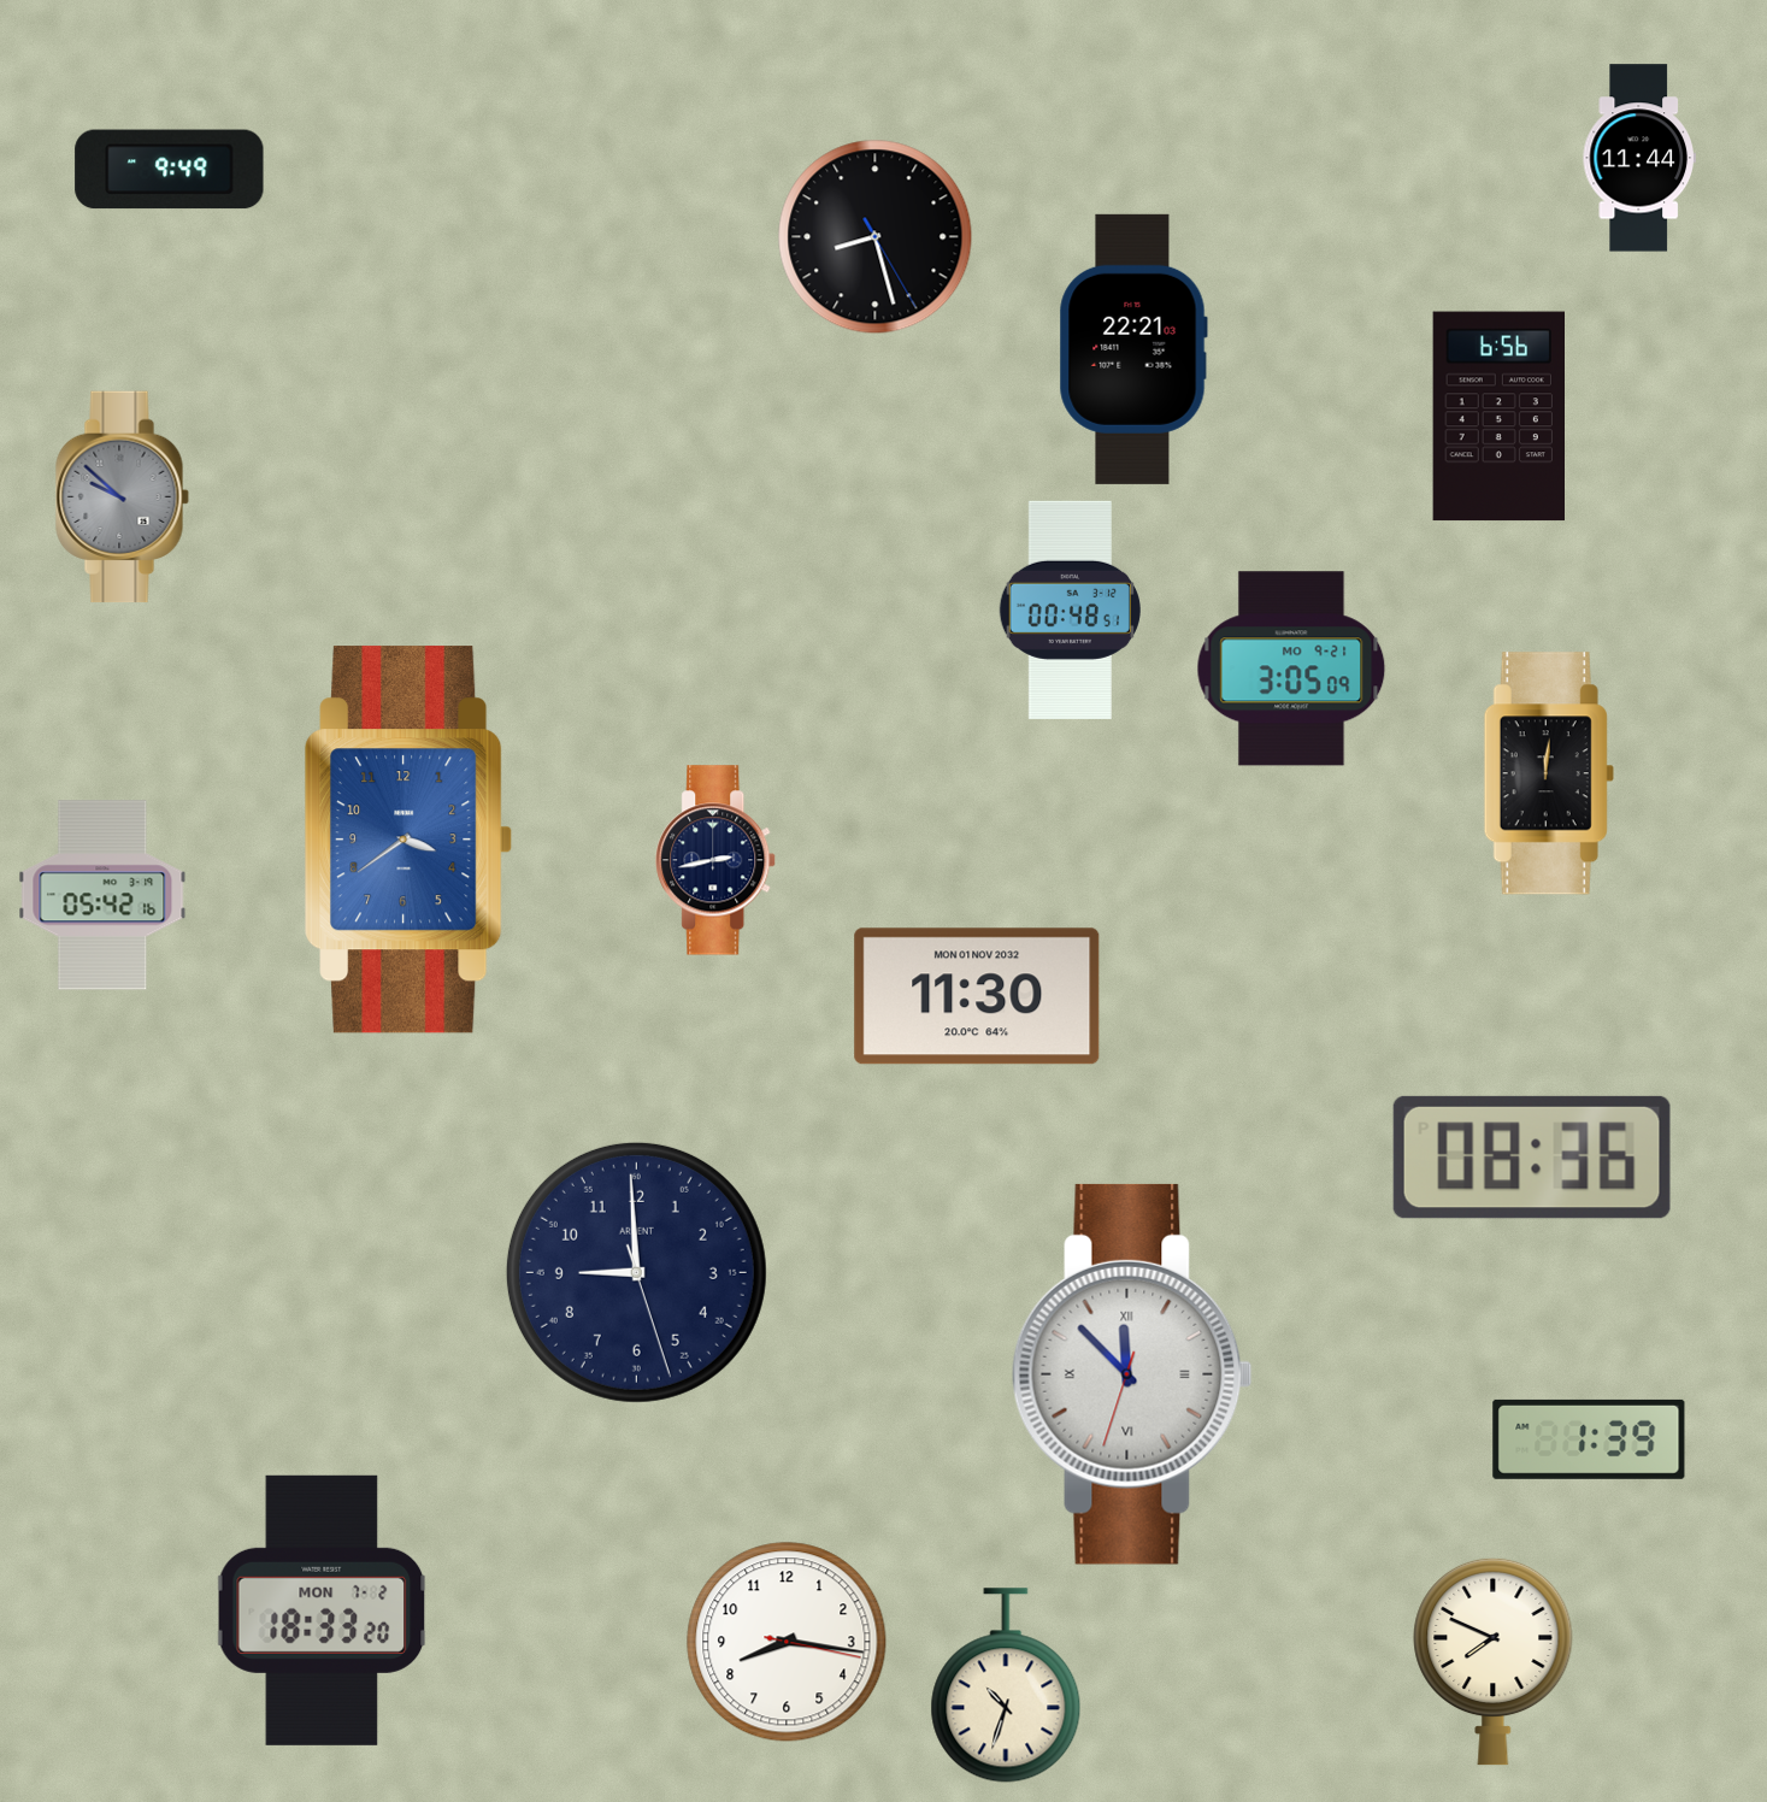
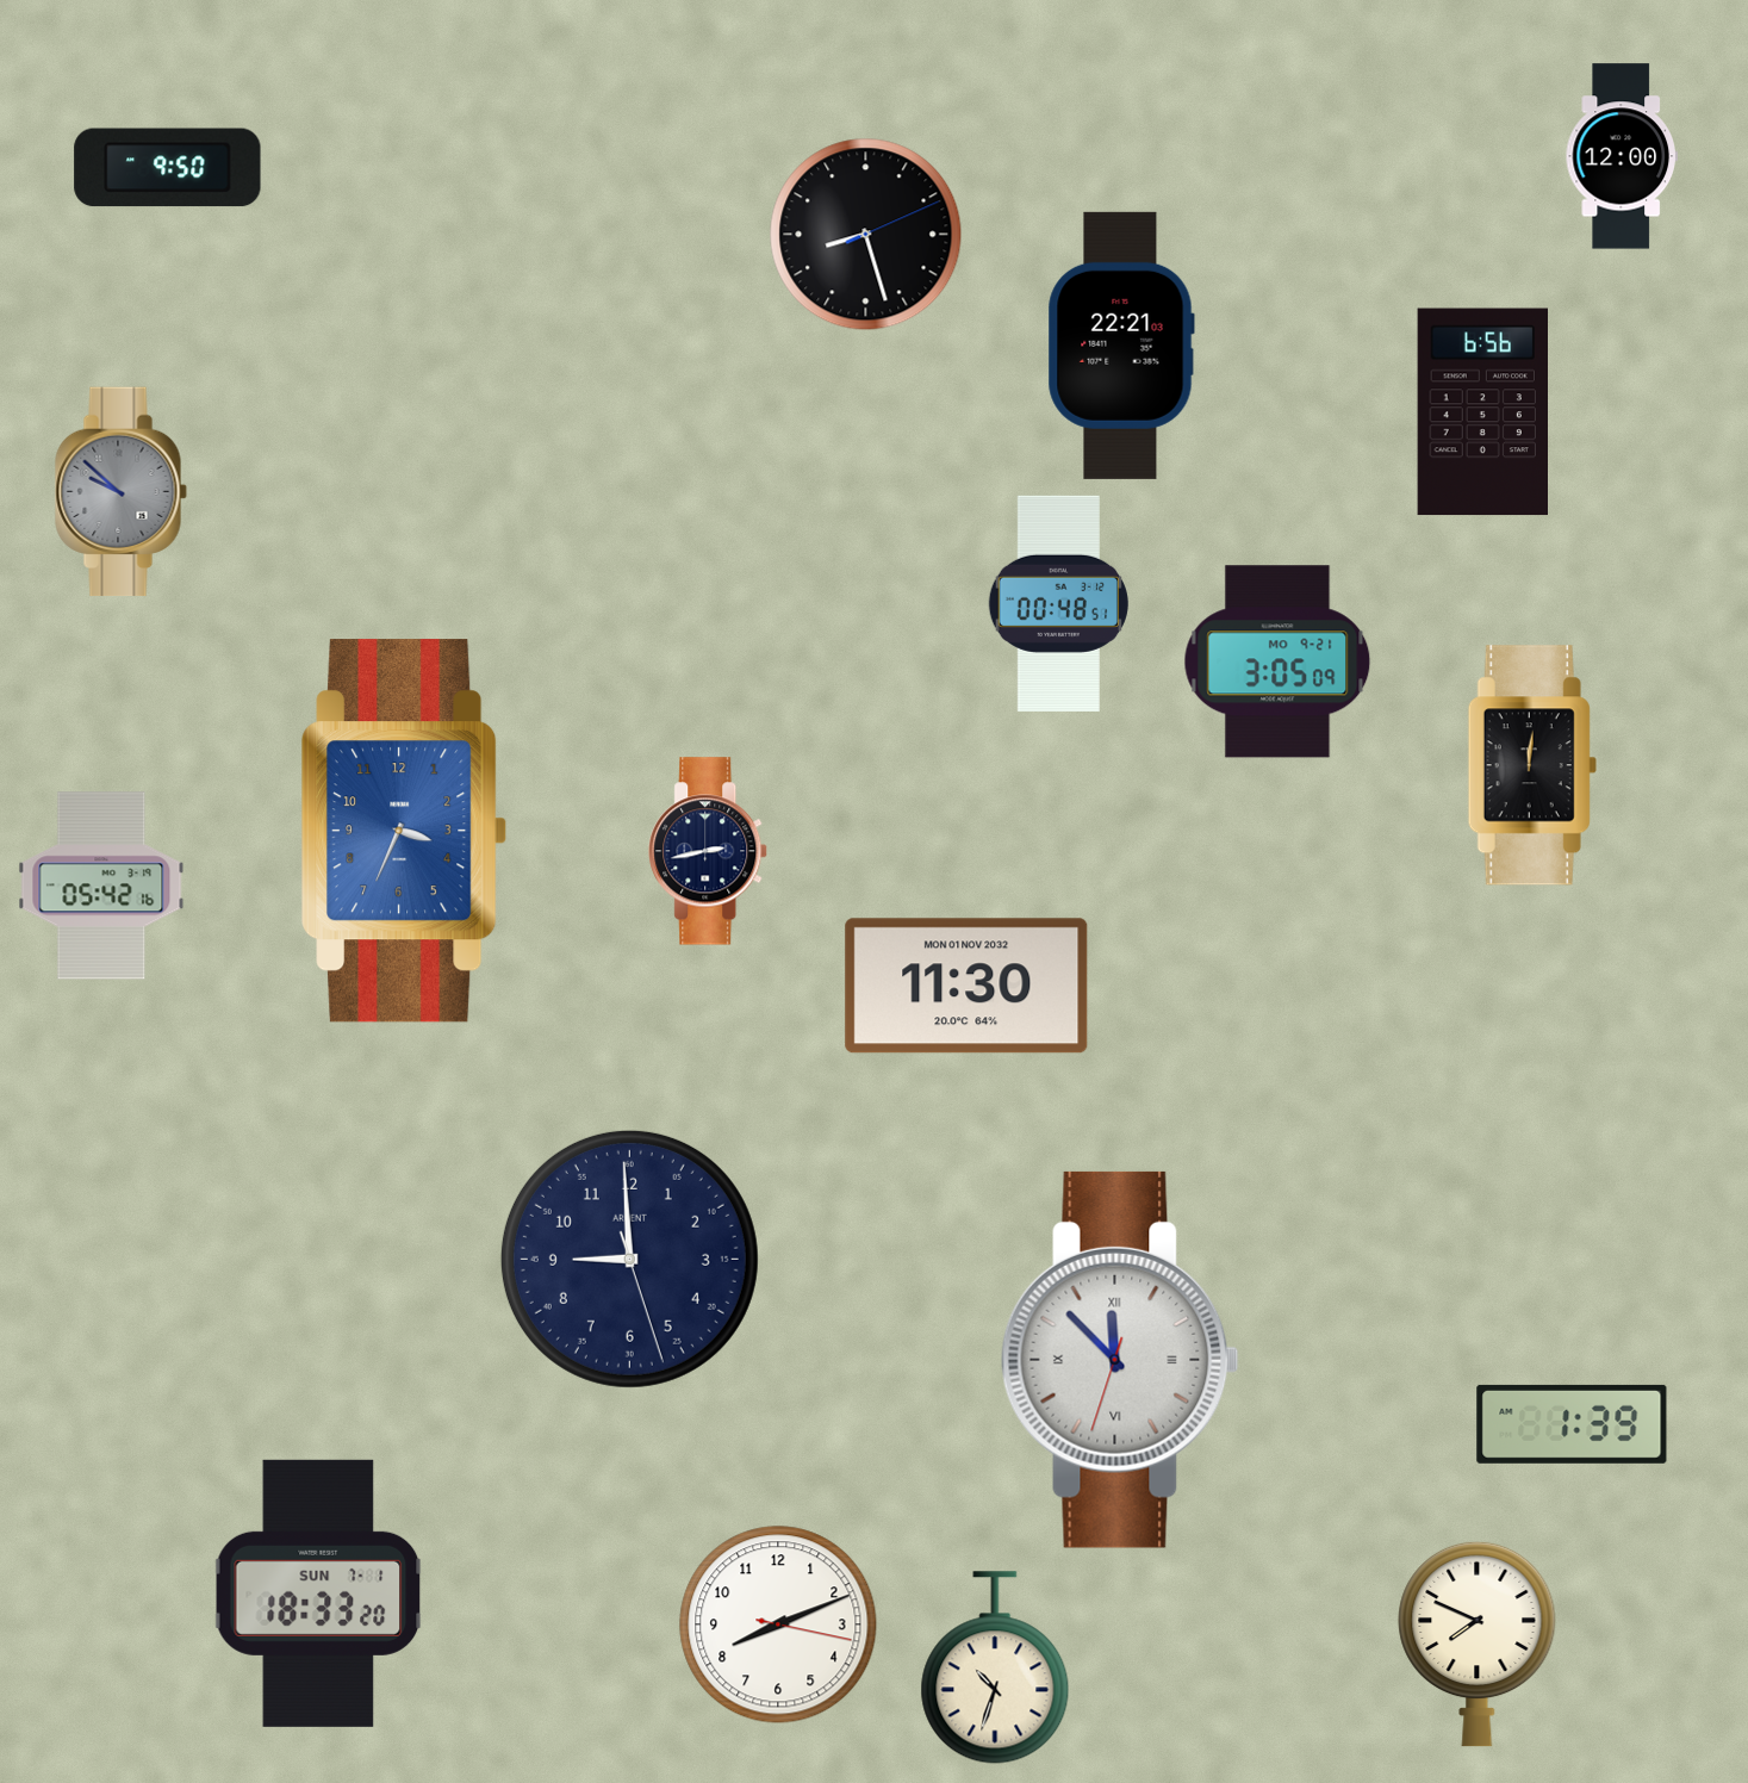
clock at (1639, 158): 11:44 -> 12:00
clock at (170, 170): 9:49 -> 9:50
clock at (876, 237): 8:27:25 -> 8:27:11
clock at (408, 840): 3:39 -> 3:34
clock at (1532, 1158): 08:36 -> none
clock at (322, 1610) date: MON 7-2 -> SUN 7-1
clock at (787, 1642): 8:16 -> 8:11
